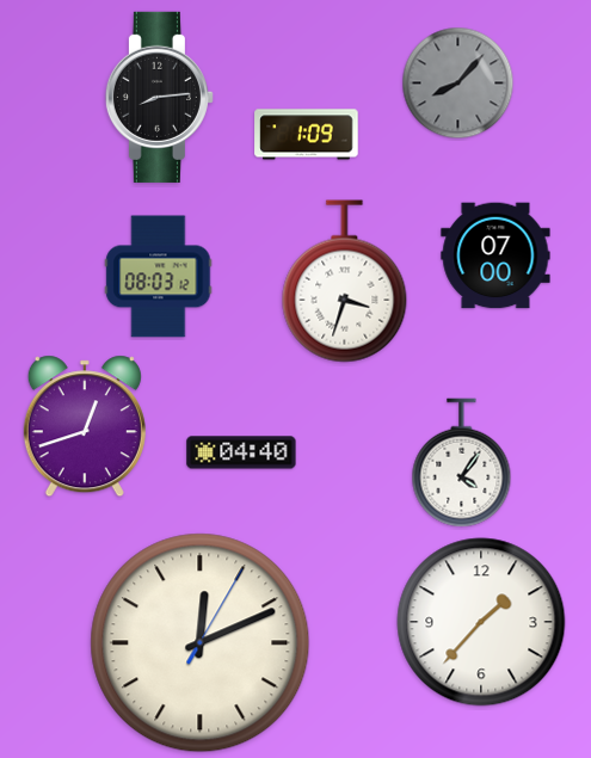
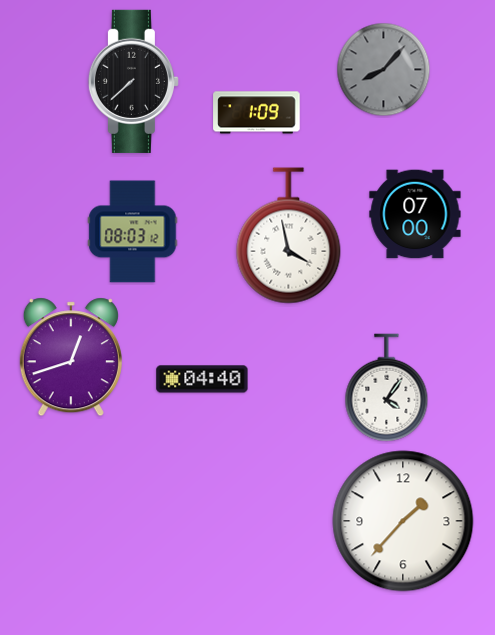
clock at (159, 97): 8:14 -> 7:38
clock at (345, 282): 3:33 -> 3:58
clock at (201, 643): 12:11 -> none
